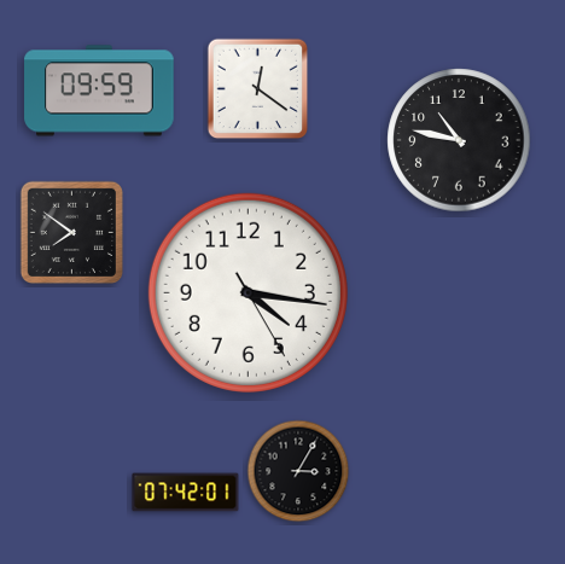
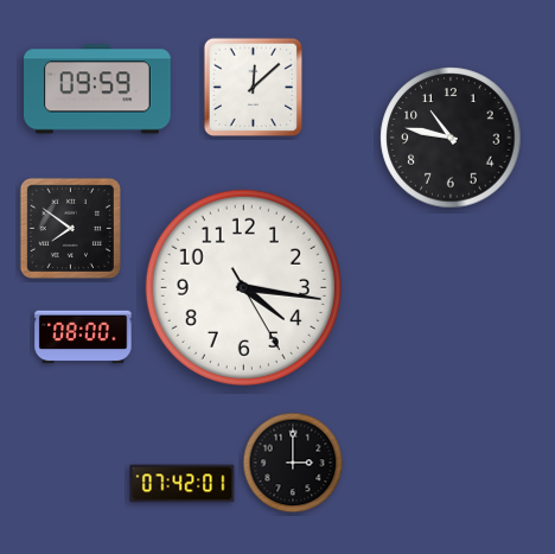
clock at (258, 89): 12:21 -> 12:08
clock at (83, 337): none -> 08:00
clock at (298, 471): 3:05 -> 3:00
